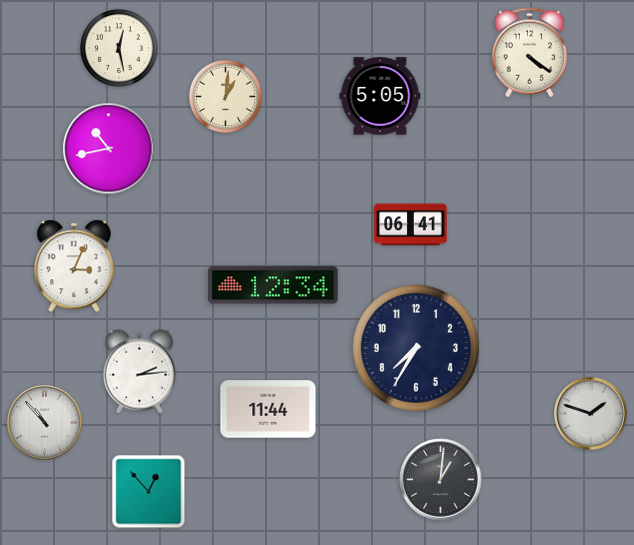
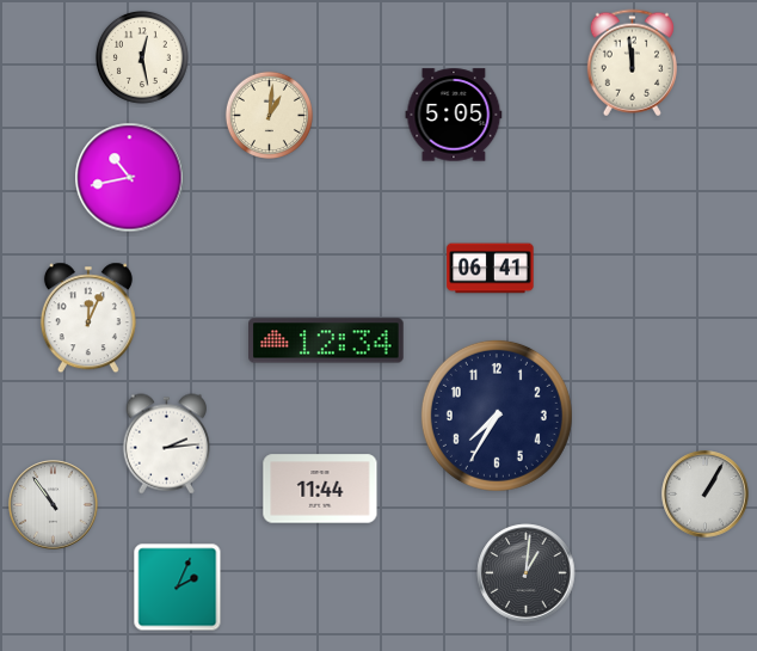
clock at (529, 53): 4:21 -> 11:59
clock at (74, 266): 3:04 -> 12:04
clock at (591, 414): 1:48 -> 1:05
clock at (45, 423): 10:53 -> 10:54
clock at (149, 492): 12:53 -> 2:04
